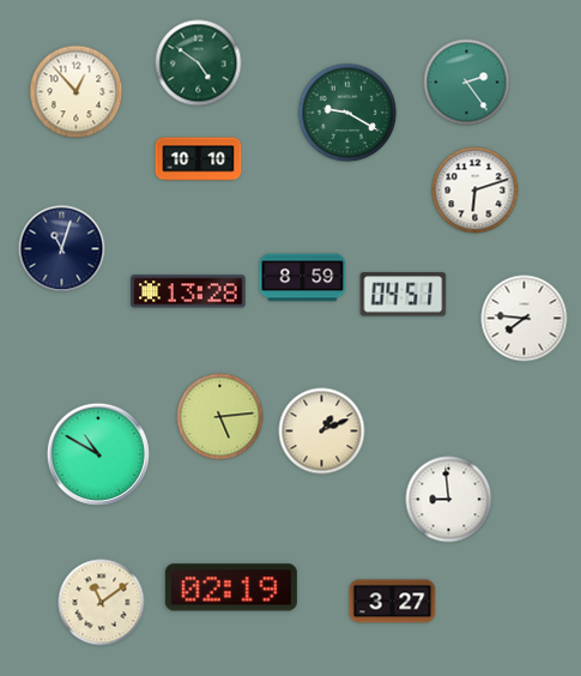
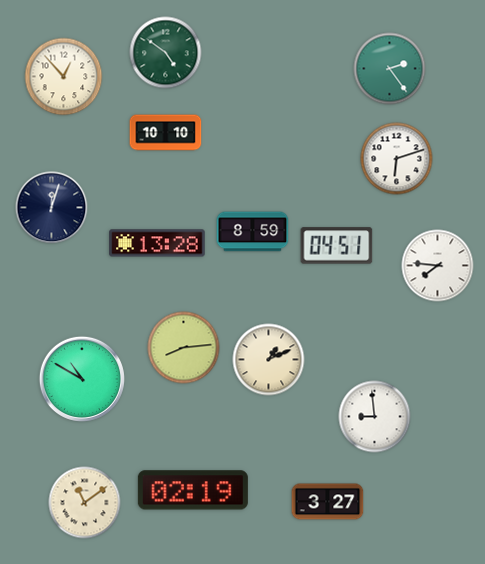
clock at (347, 113): 9:20 -> none
clock at (62, 249): 11:03 -> 12:03
clock at (220, 417): 5:14 -> 8:14
